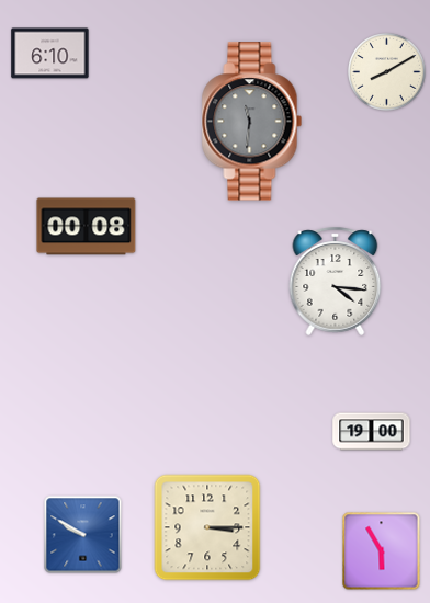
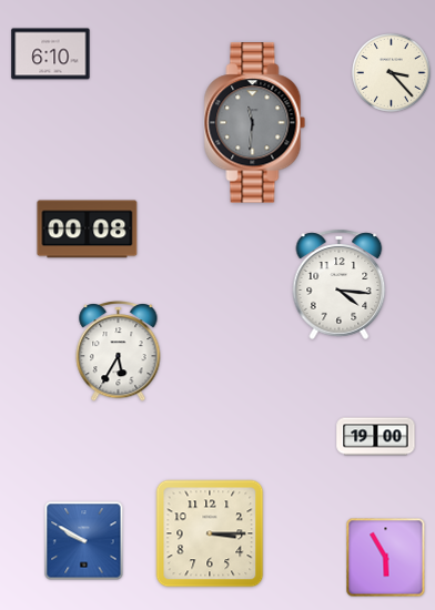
clock at (387, 72): 8:10 -> 3:23
clock at (119, 352): none -> 5:35
